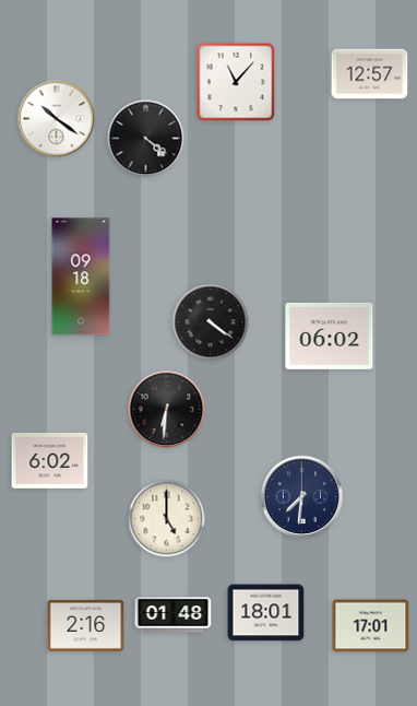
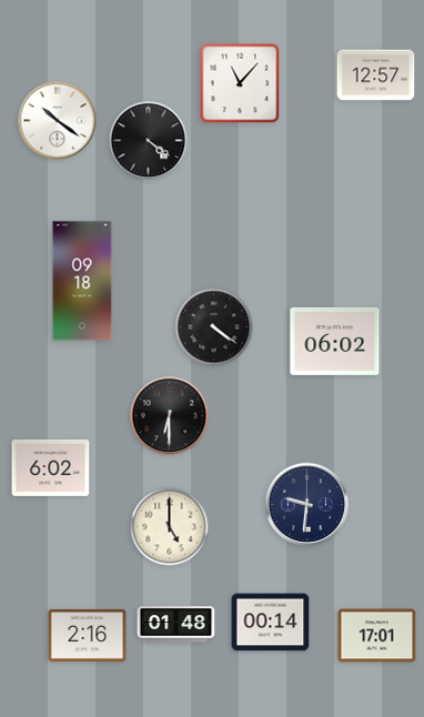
clock at (167, 410): 6:31 -> 6:30
clock at (302, 497): 7:31 -> 9:31
clock at (266, 613): 18:01 -> 00:14
